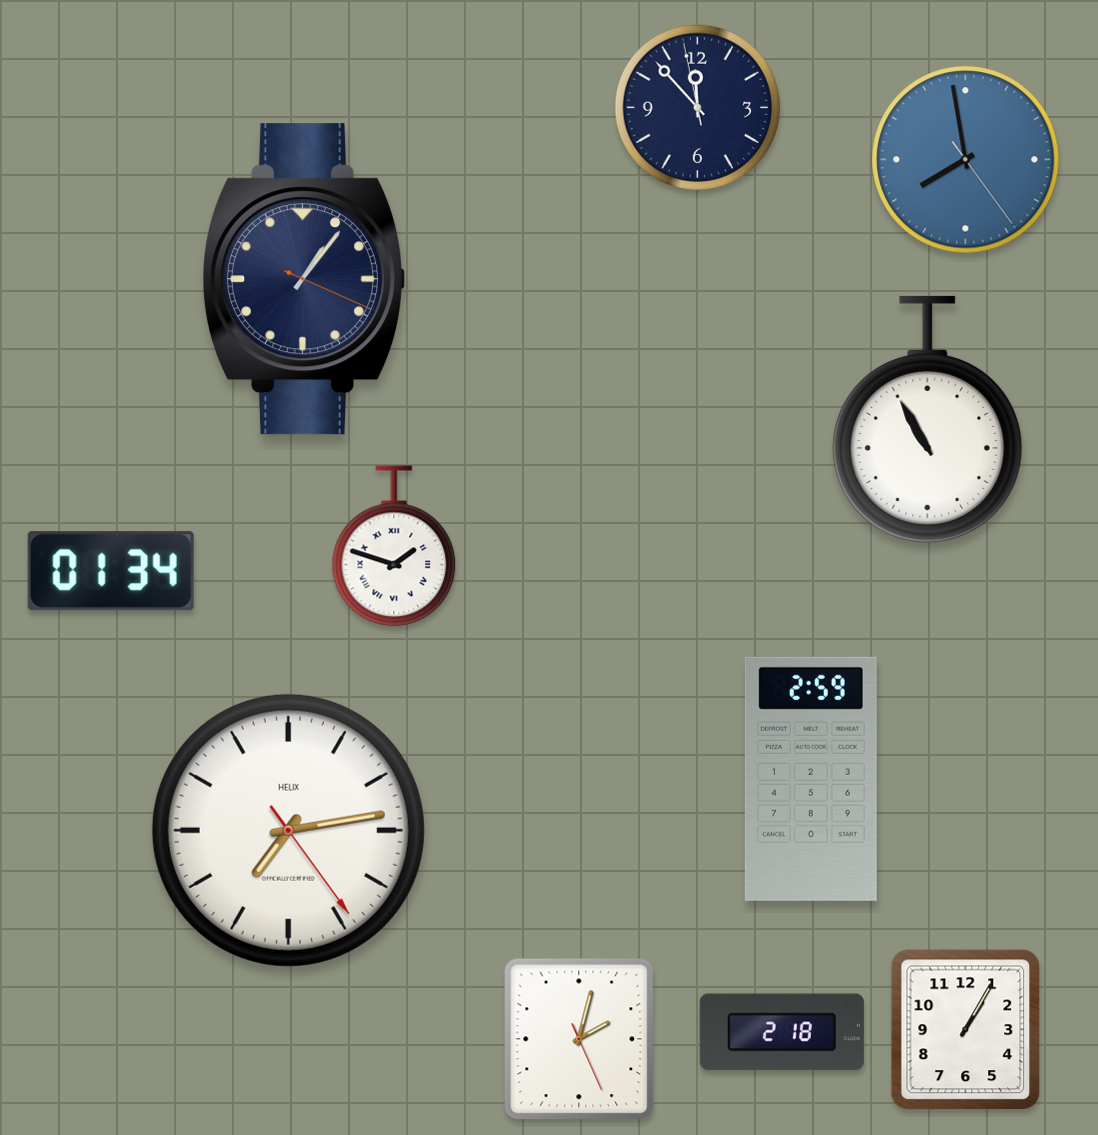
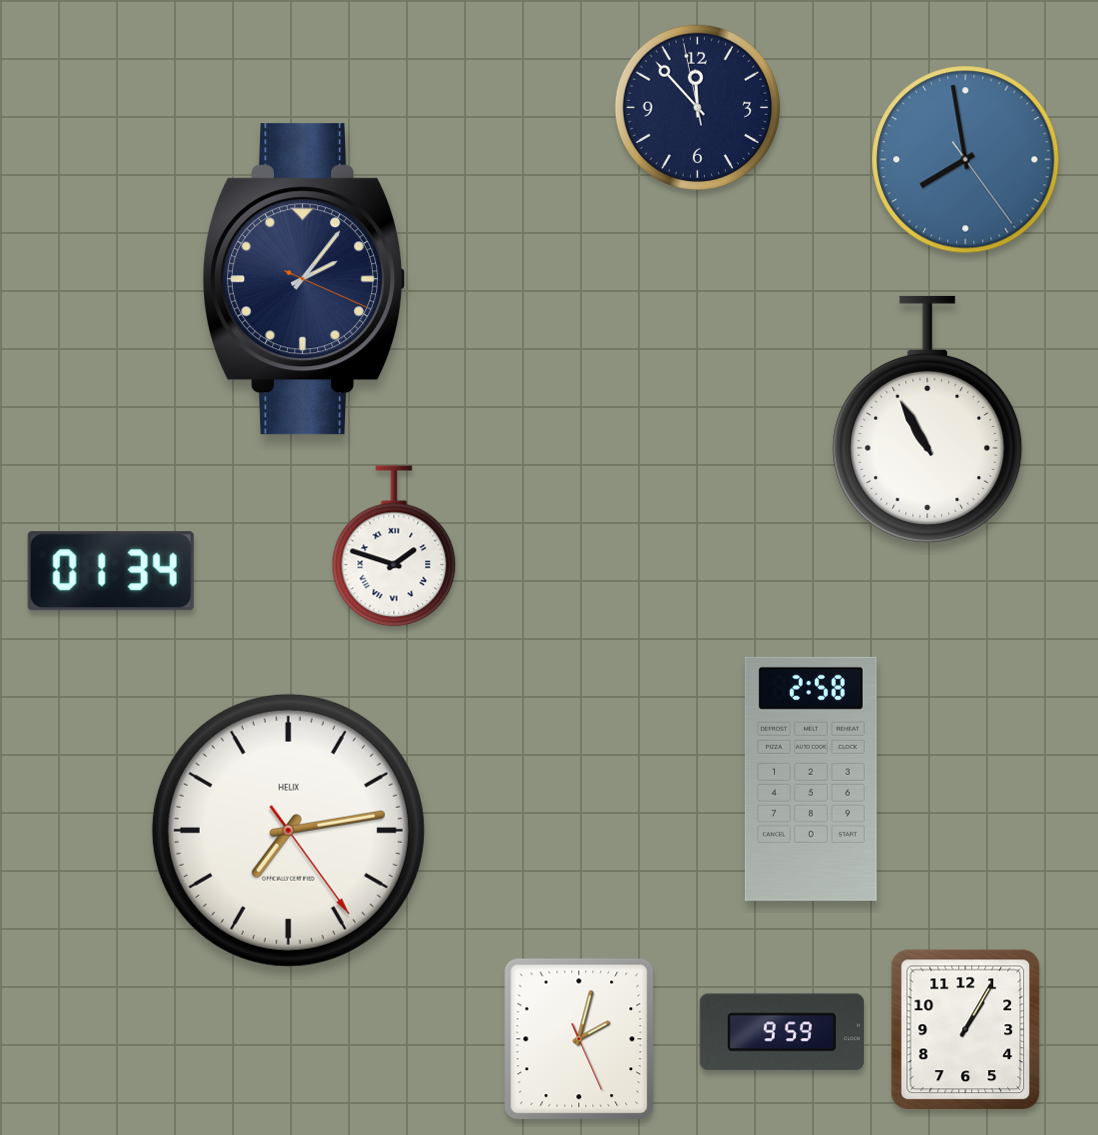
clock at (303, 279): 1:06 -> 2:06
clock at (811, 779): 2:59 -> 2:58
clock at (782, 1032): 2:18 -> 9:59
